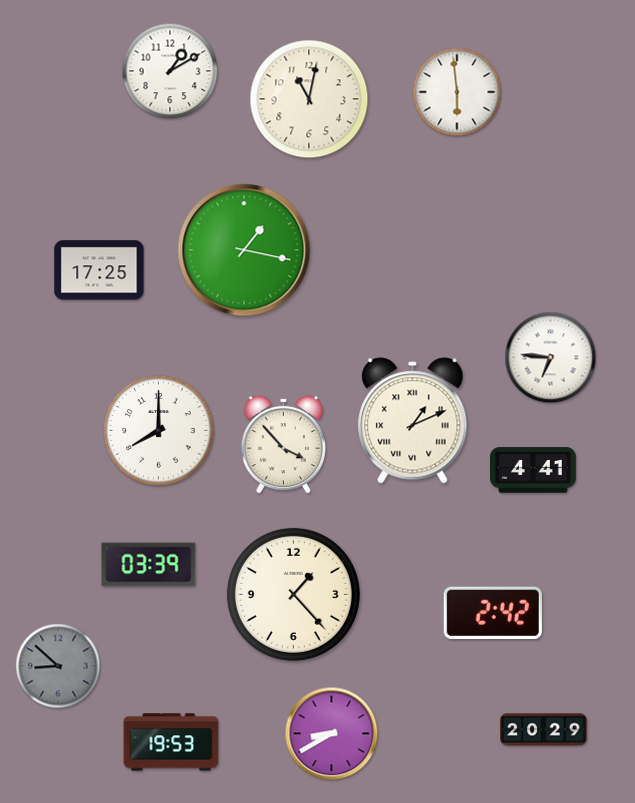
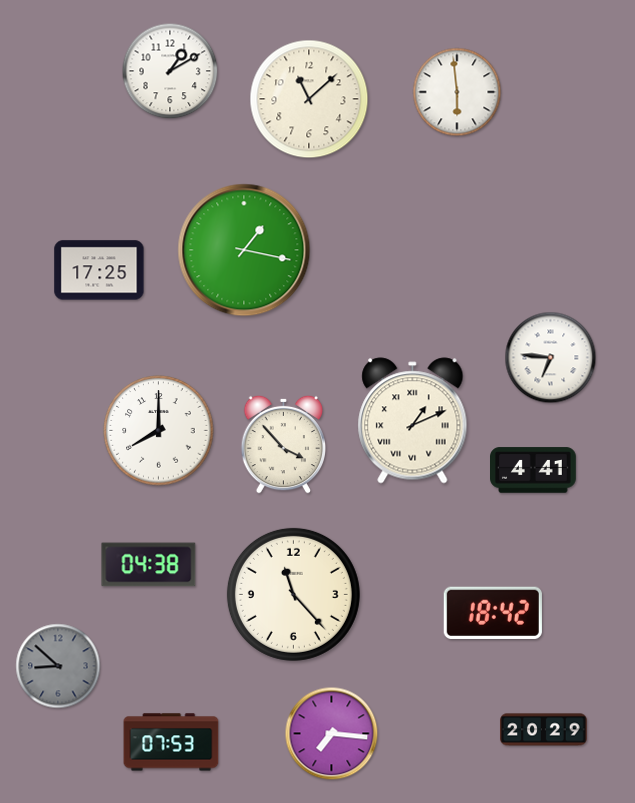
clock at (309, 99): 11:02 -> 11:08
clock at (149, 565): 03:39 -> 04:38
clock at (293, 594): 1:23 -> 11:23
clock at (493, 613): 2:42 -> 18:42
clock at (332, 734): 8:40 -> 7:16
clock at (171, 742): 19:53 -> 07:53
